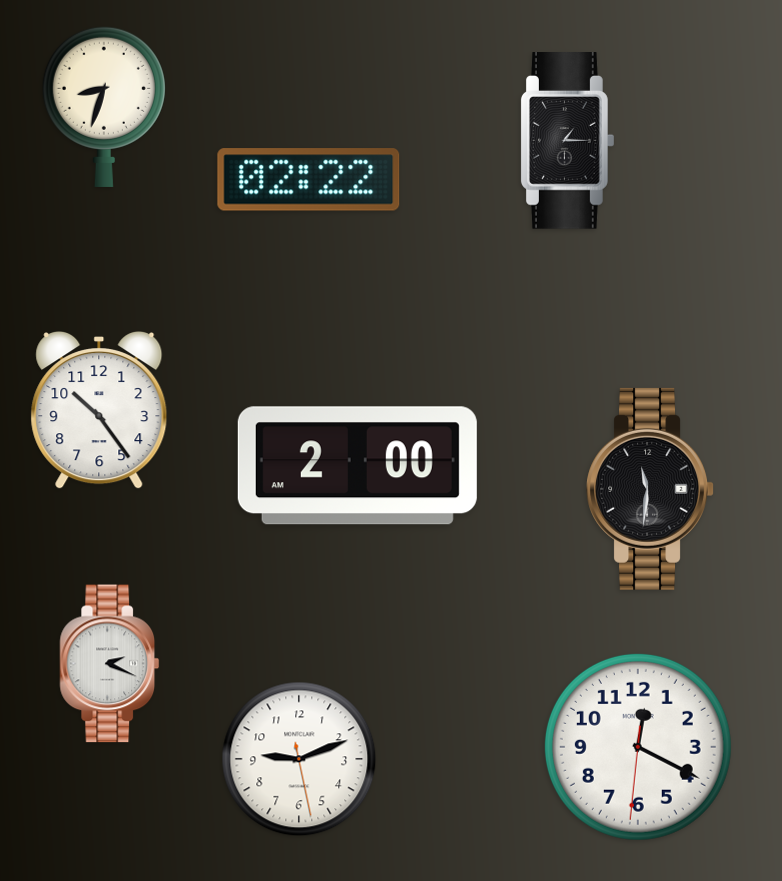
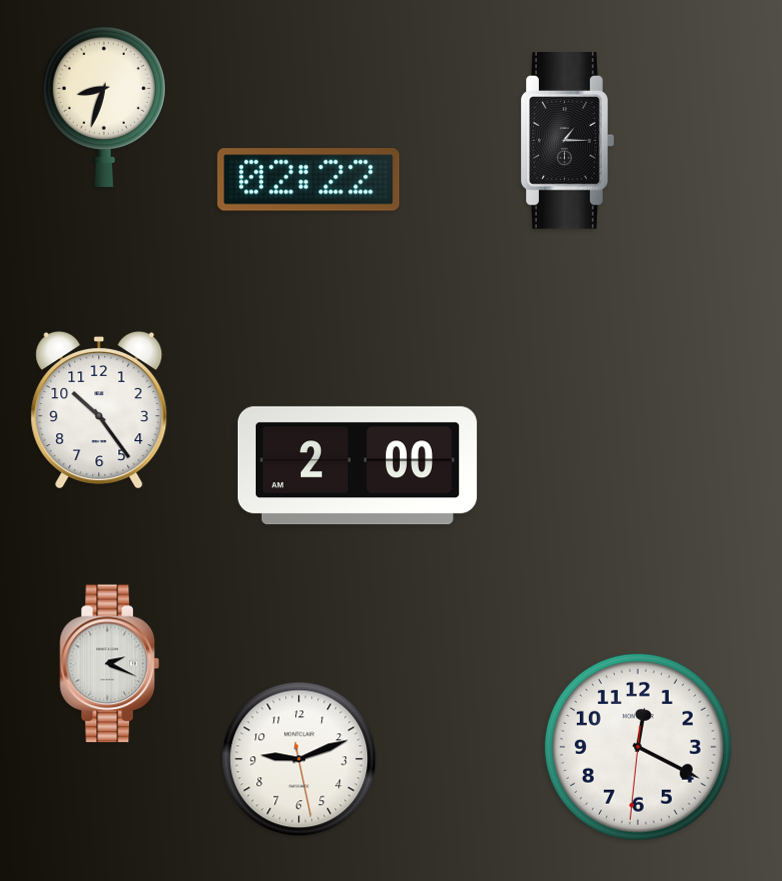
clock at (650, 489): 11:31 -> none
